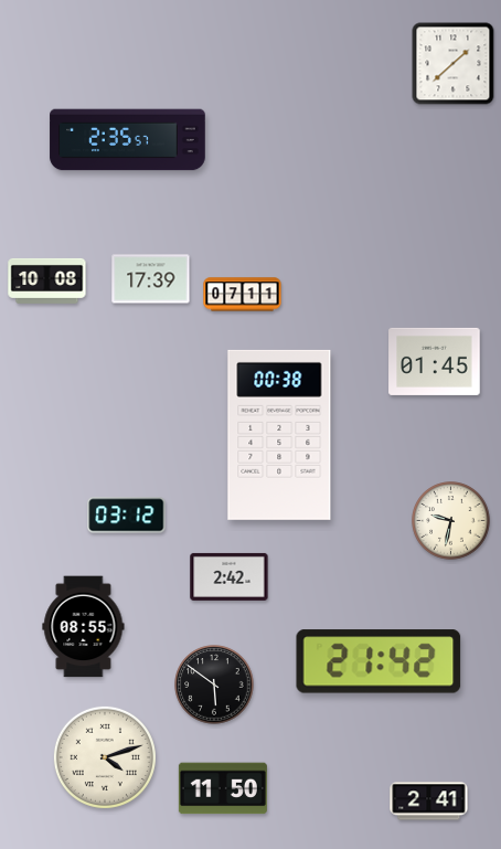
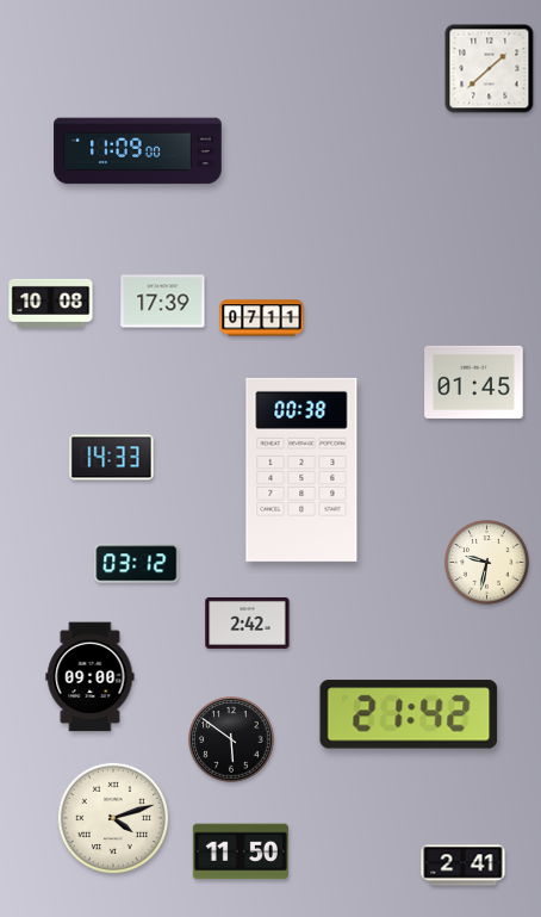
clock at (128, 140): 2:35 -> 11:09
clock at (435, 361) position: (435, 361) -> (474, 382)
clock at (112, 458): none -> 14:33
clock at (127, 516) position: (127, 516) -> (137, 564)
clock at (84, 627): 08:55 -> 09:00
